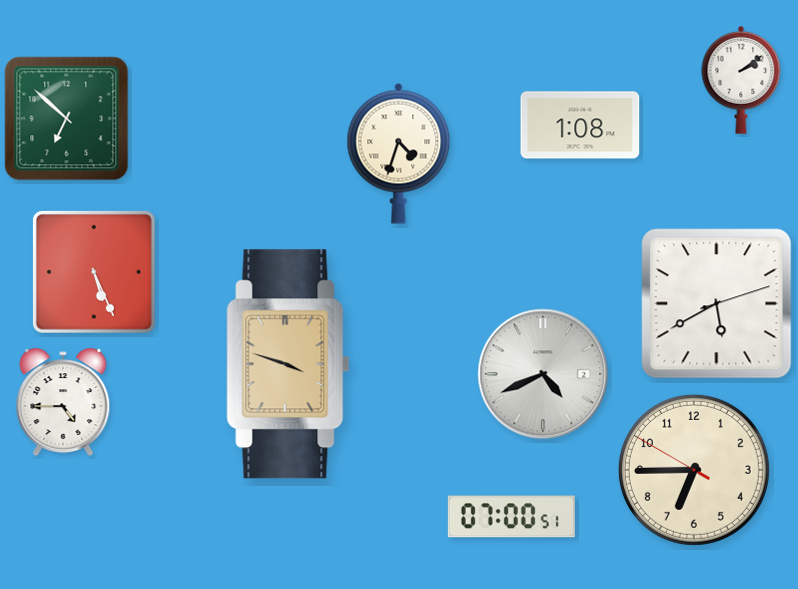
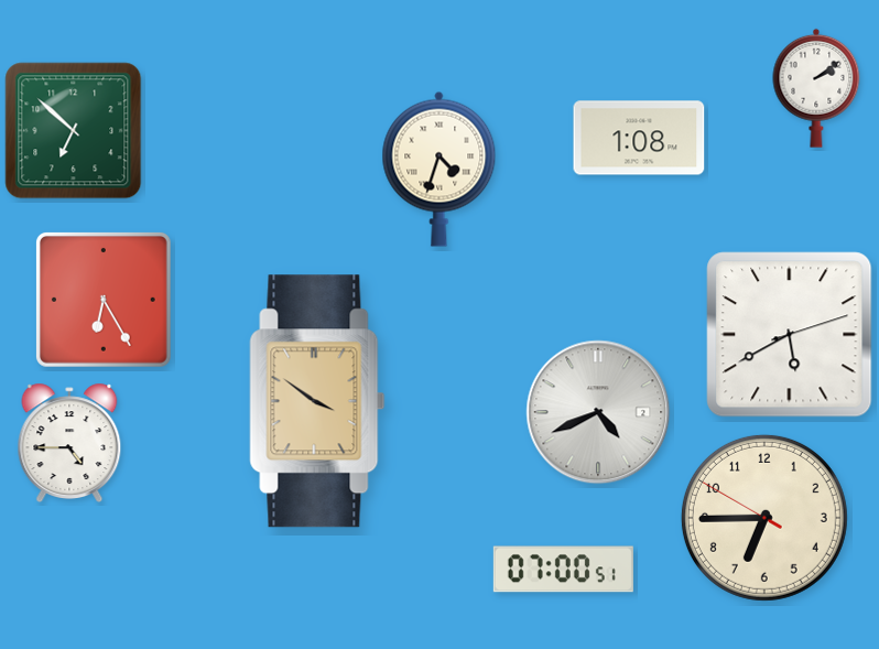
clock at (94, 272): 5:26 -> 6:25
clock at (288, 364): 3:48 -> 3:51
